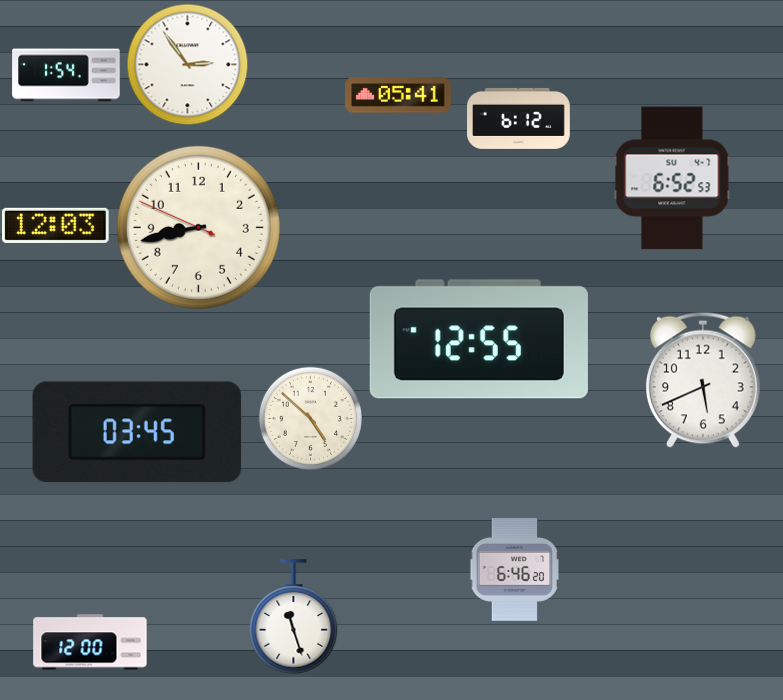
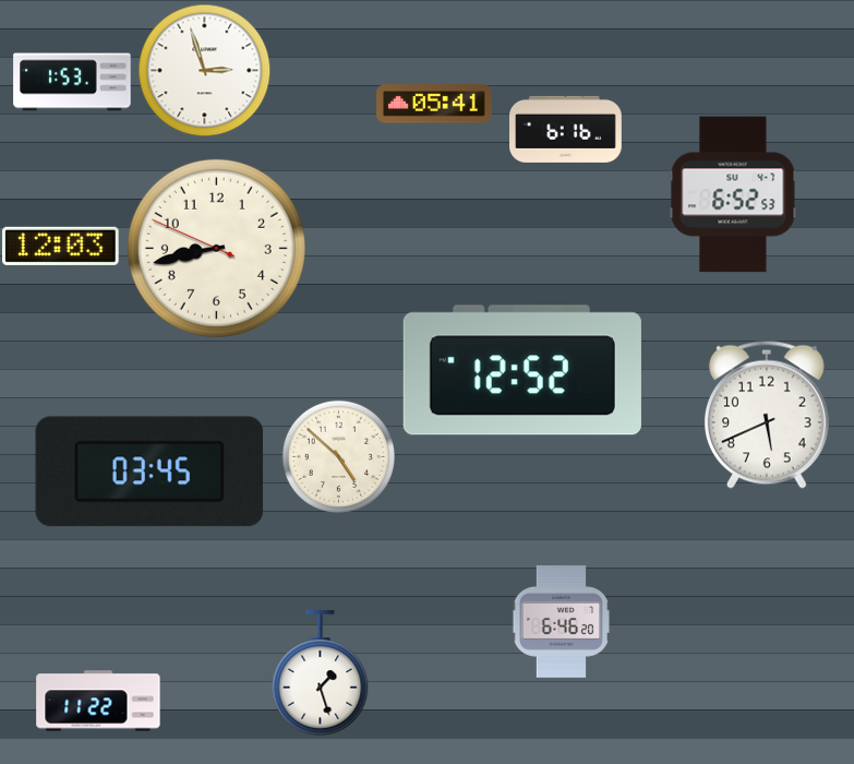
clock at (187, 64): 2:54 -> 2:57
clock at (66, 75): 1:54 -> 1:53
clock at (519, 118): 6:12 -> 6:16
clock at (479, 339): 12:55 -> 12:52
clock at (294, 617): 11:27 -> 1:27
clock at (90, 642): 12:00 -> 11:22
